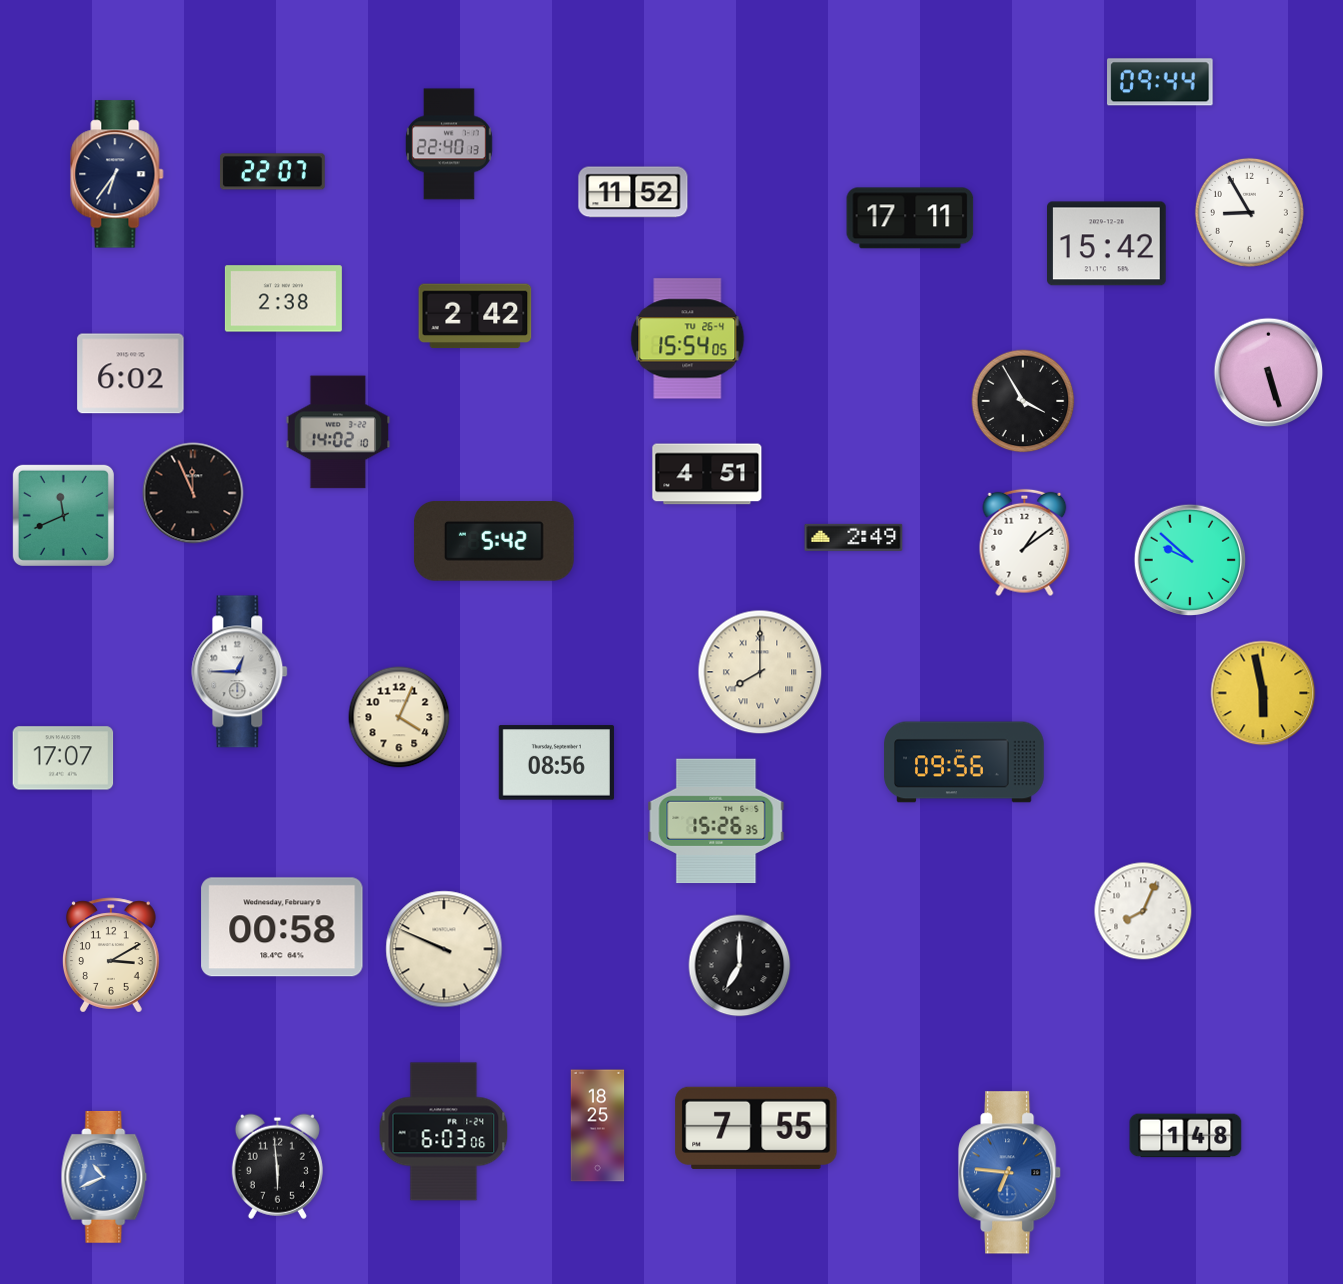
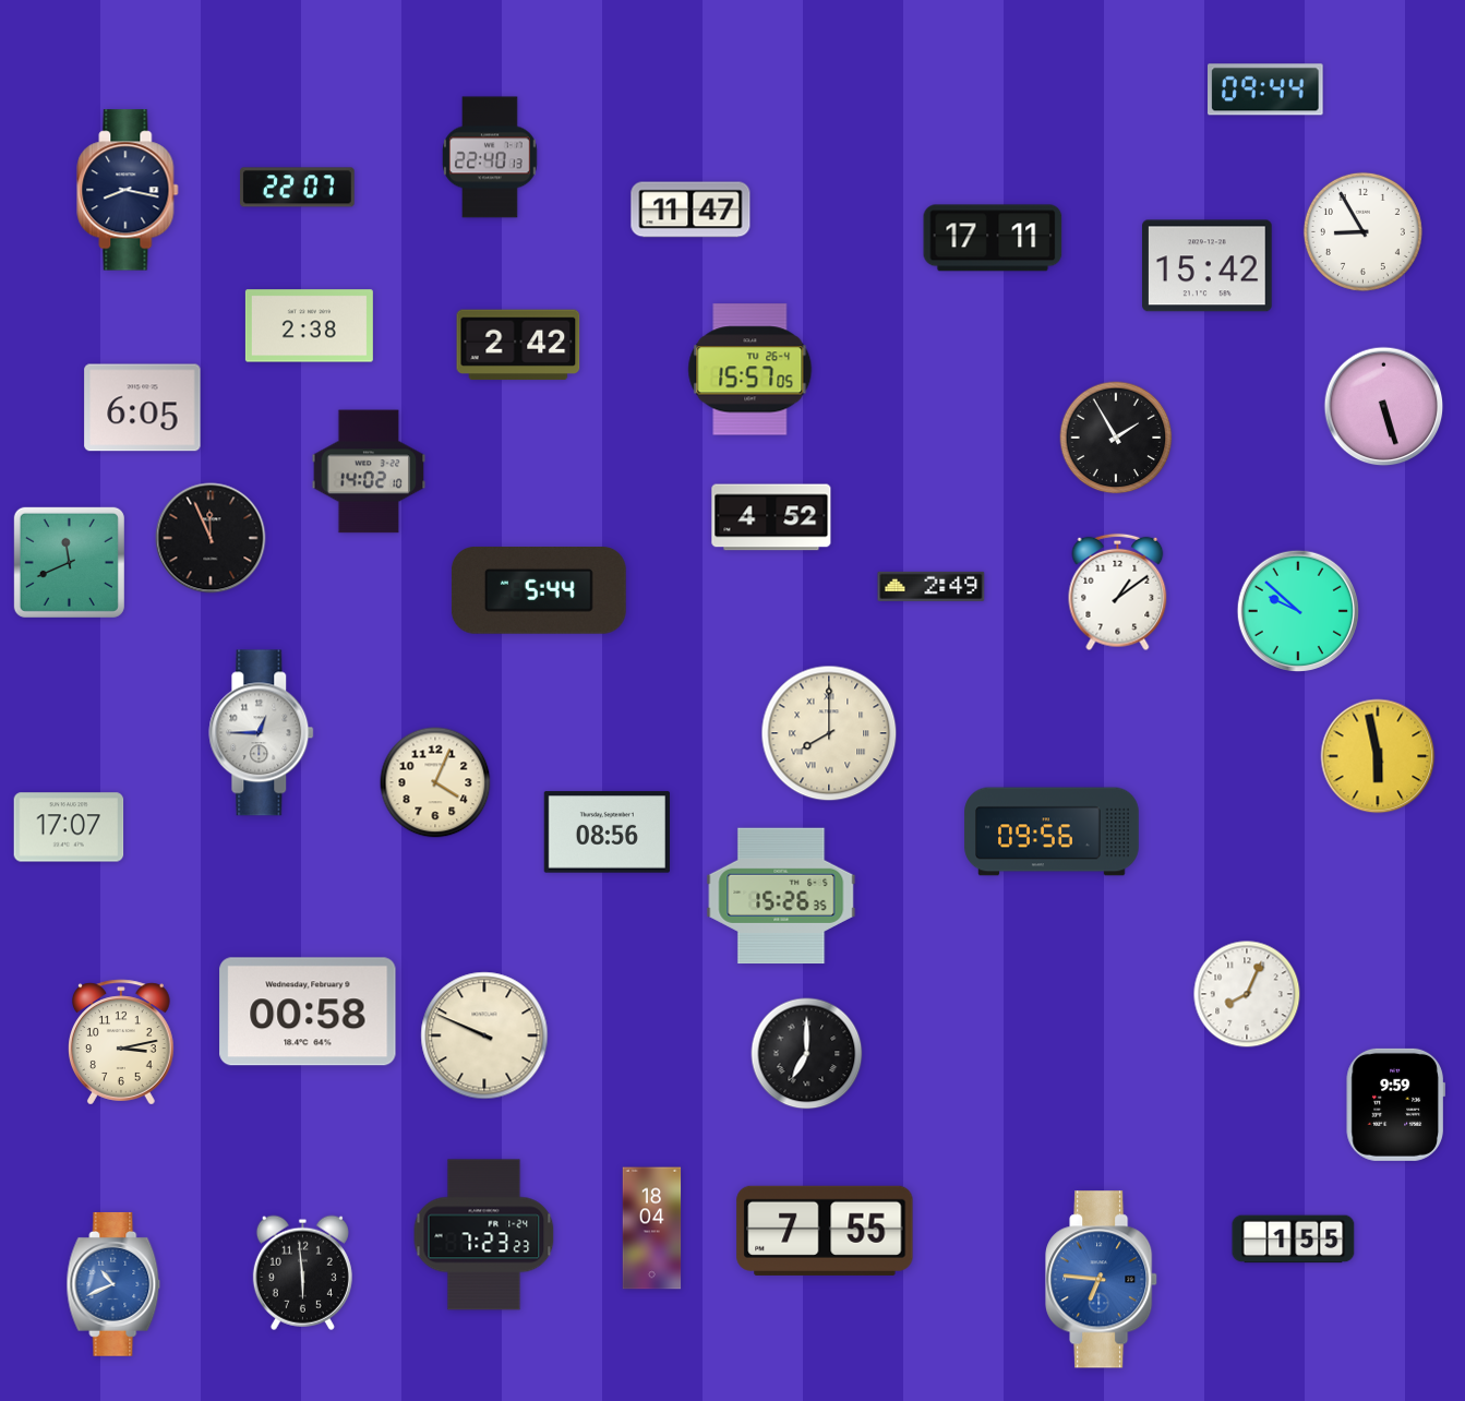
clock at (117, 174): 6:36 -> 8:17
clock at (633, 192): 11:52 -> 11:47
clock at (688, 339): 15:54 -> 15:57
clock at (131, 374): 6:02 -> 6:05
clock at (1023, 401): 3:55 -> 1:55
clock at (707, 474): 4:51 -> 4:52
clock at (494, 542): 5:42 -> 5:44
clock at (112, 955): 3:10 -> 3:13
clock at (1395, 1104): none -> 9:59
clock at (598, 1126): 18:25 -> 18:04
clock at (444, 1132): 6:03 -> 7:23
clock at (1186, 1136): 1:48 -> 1:55
